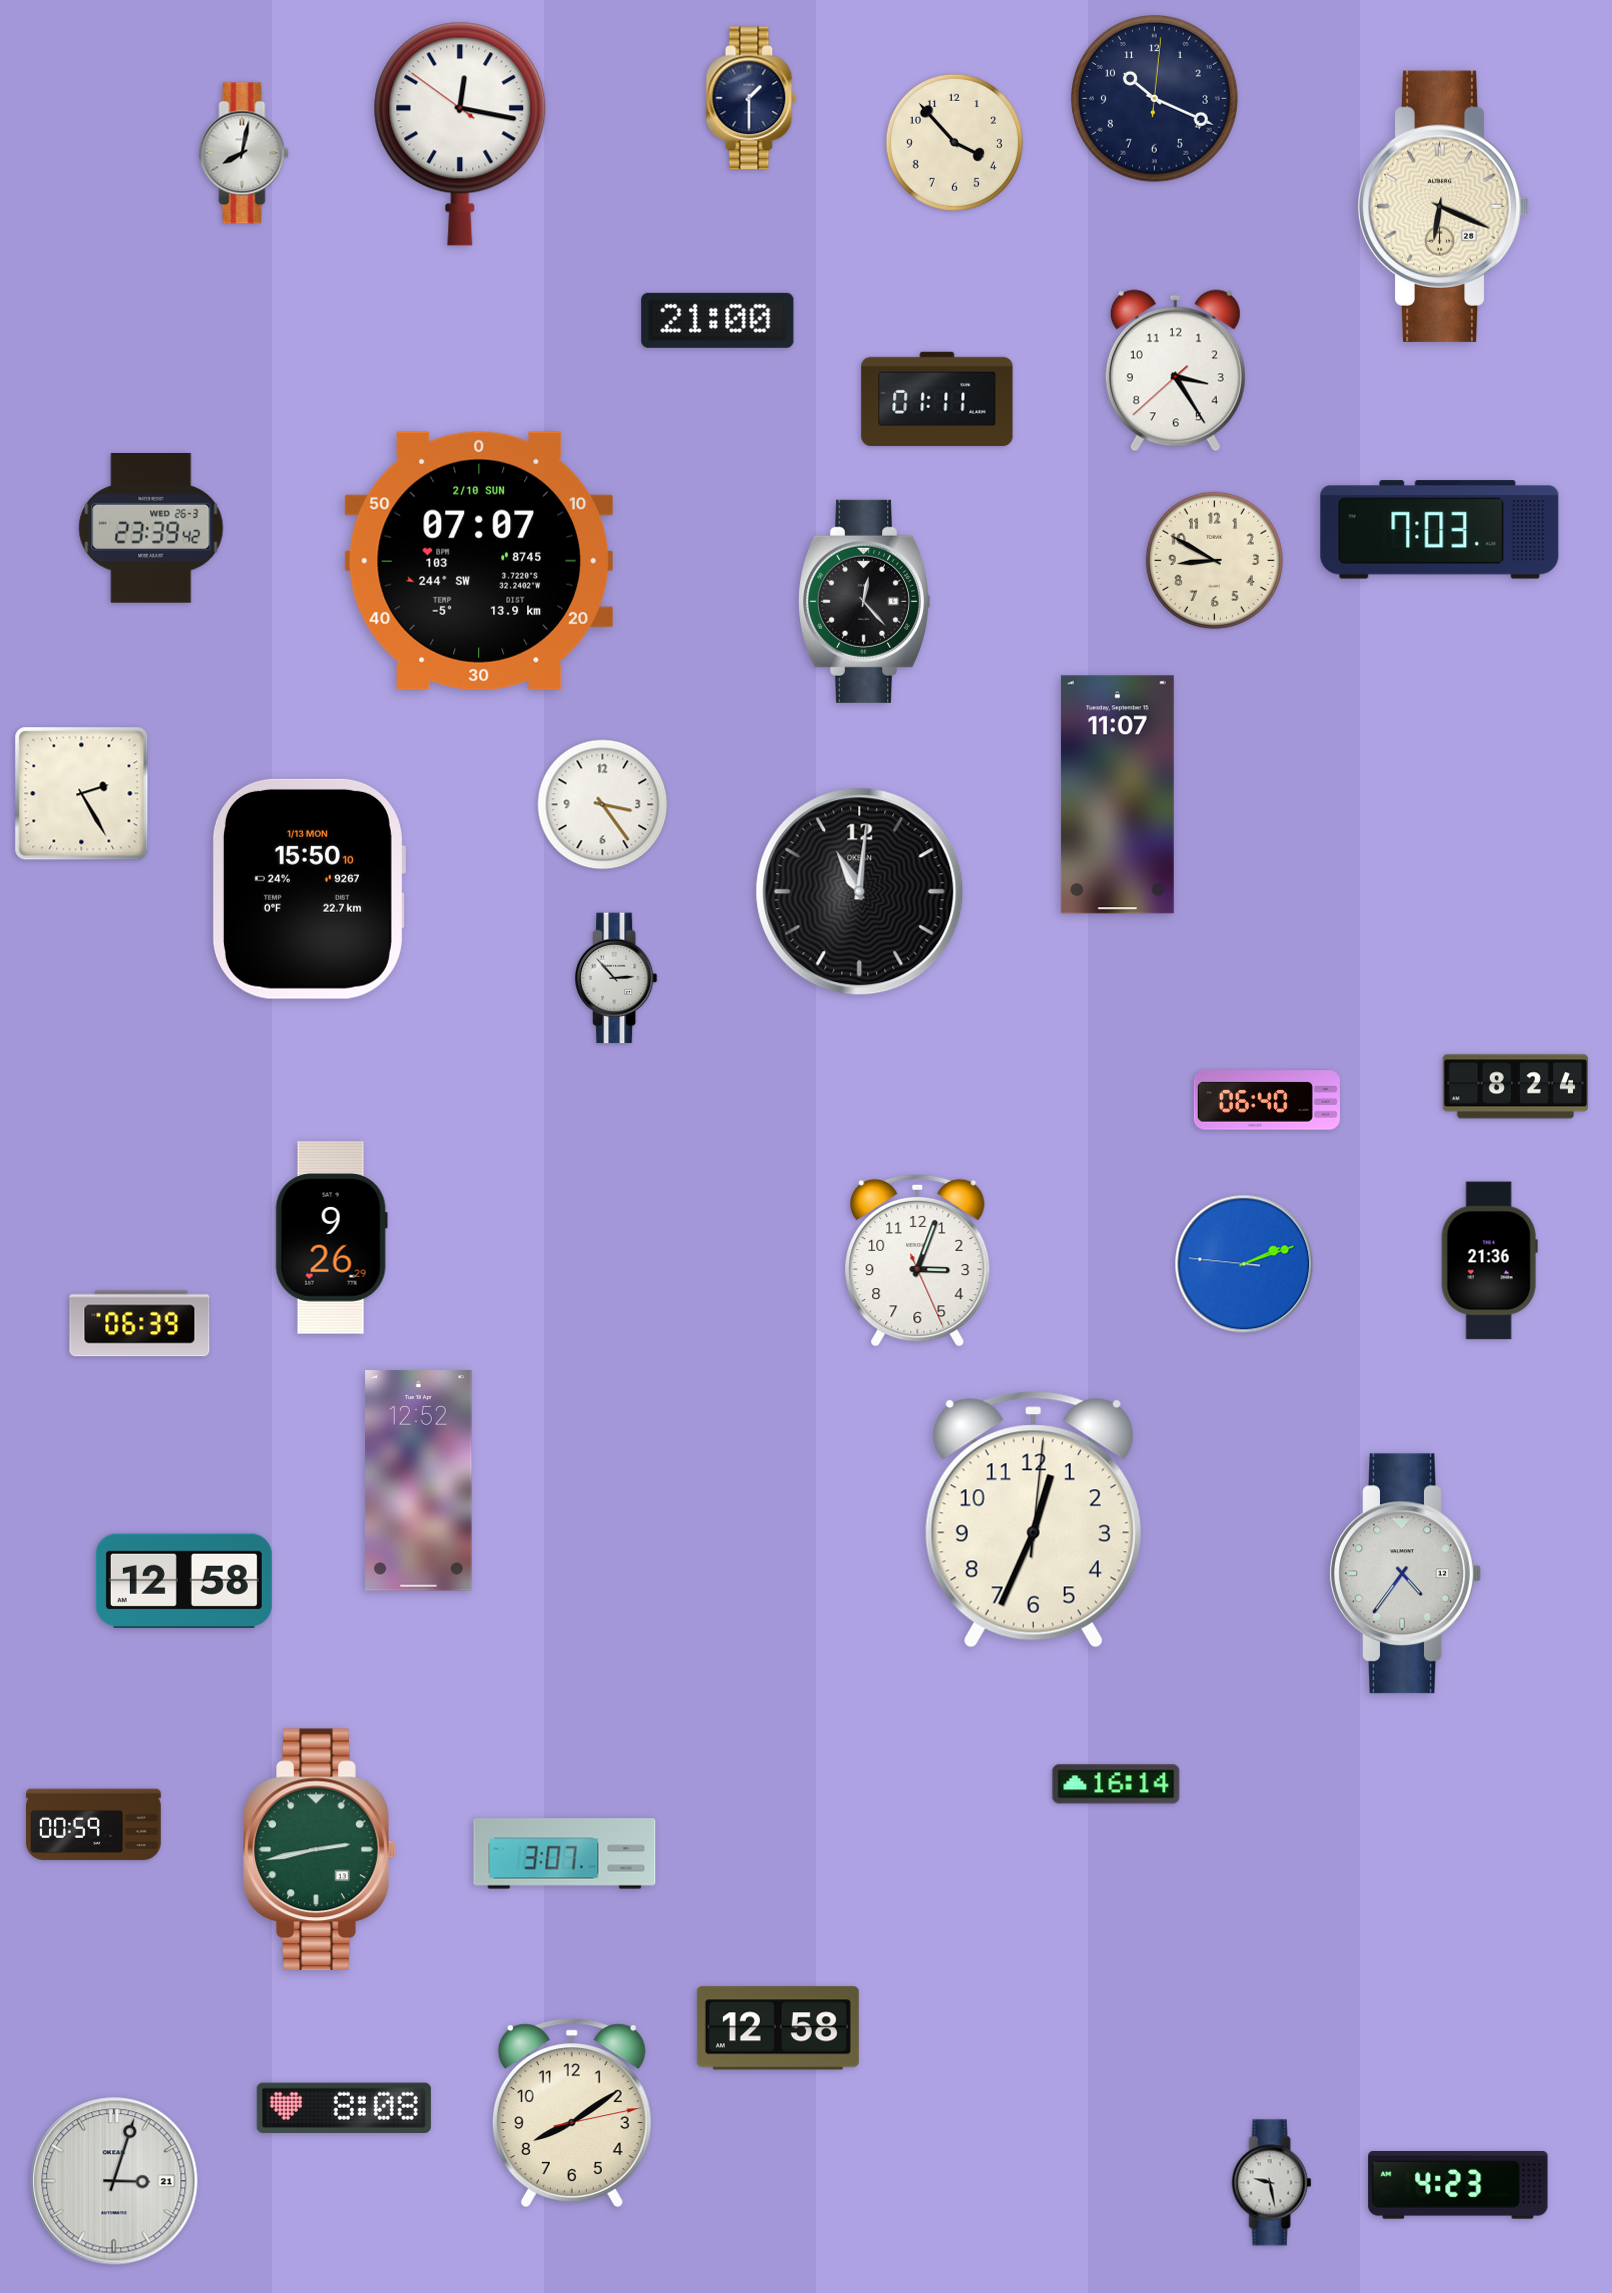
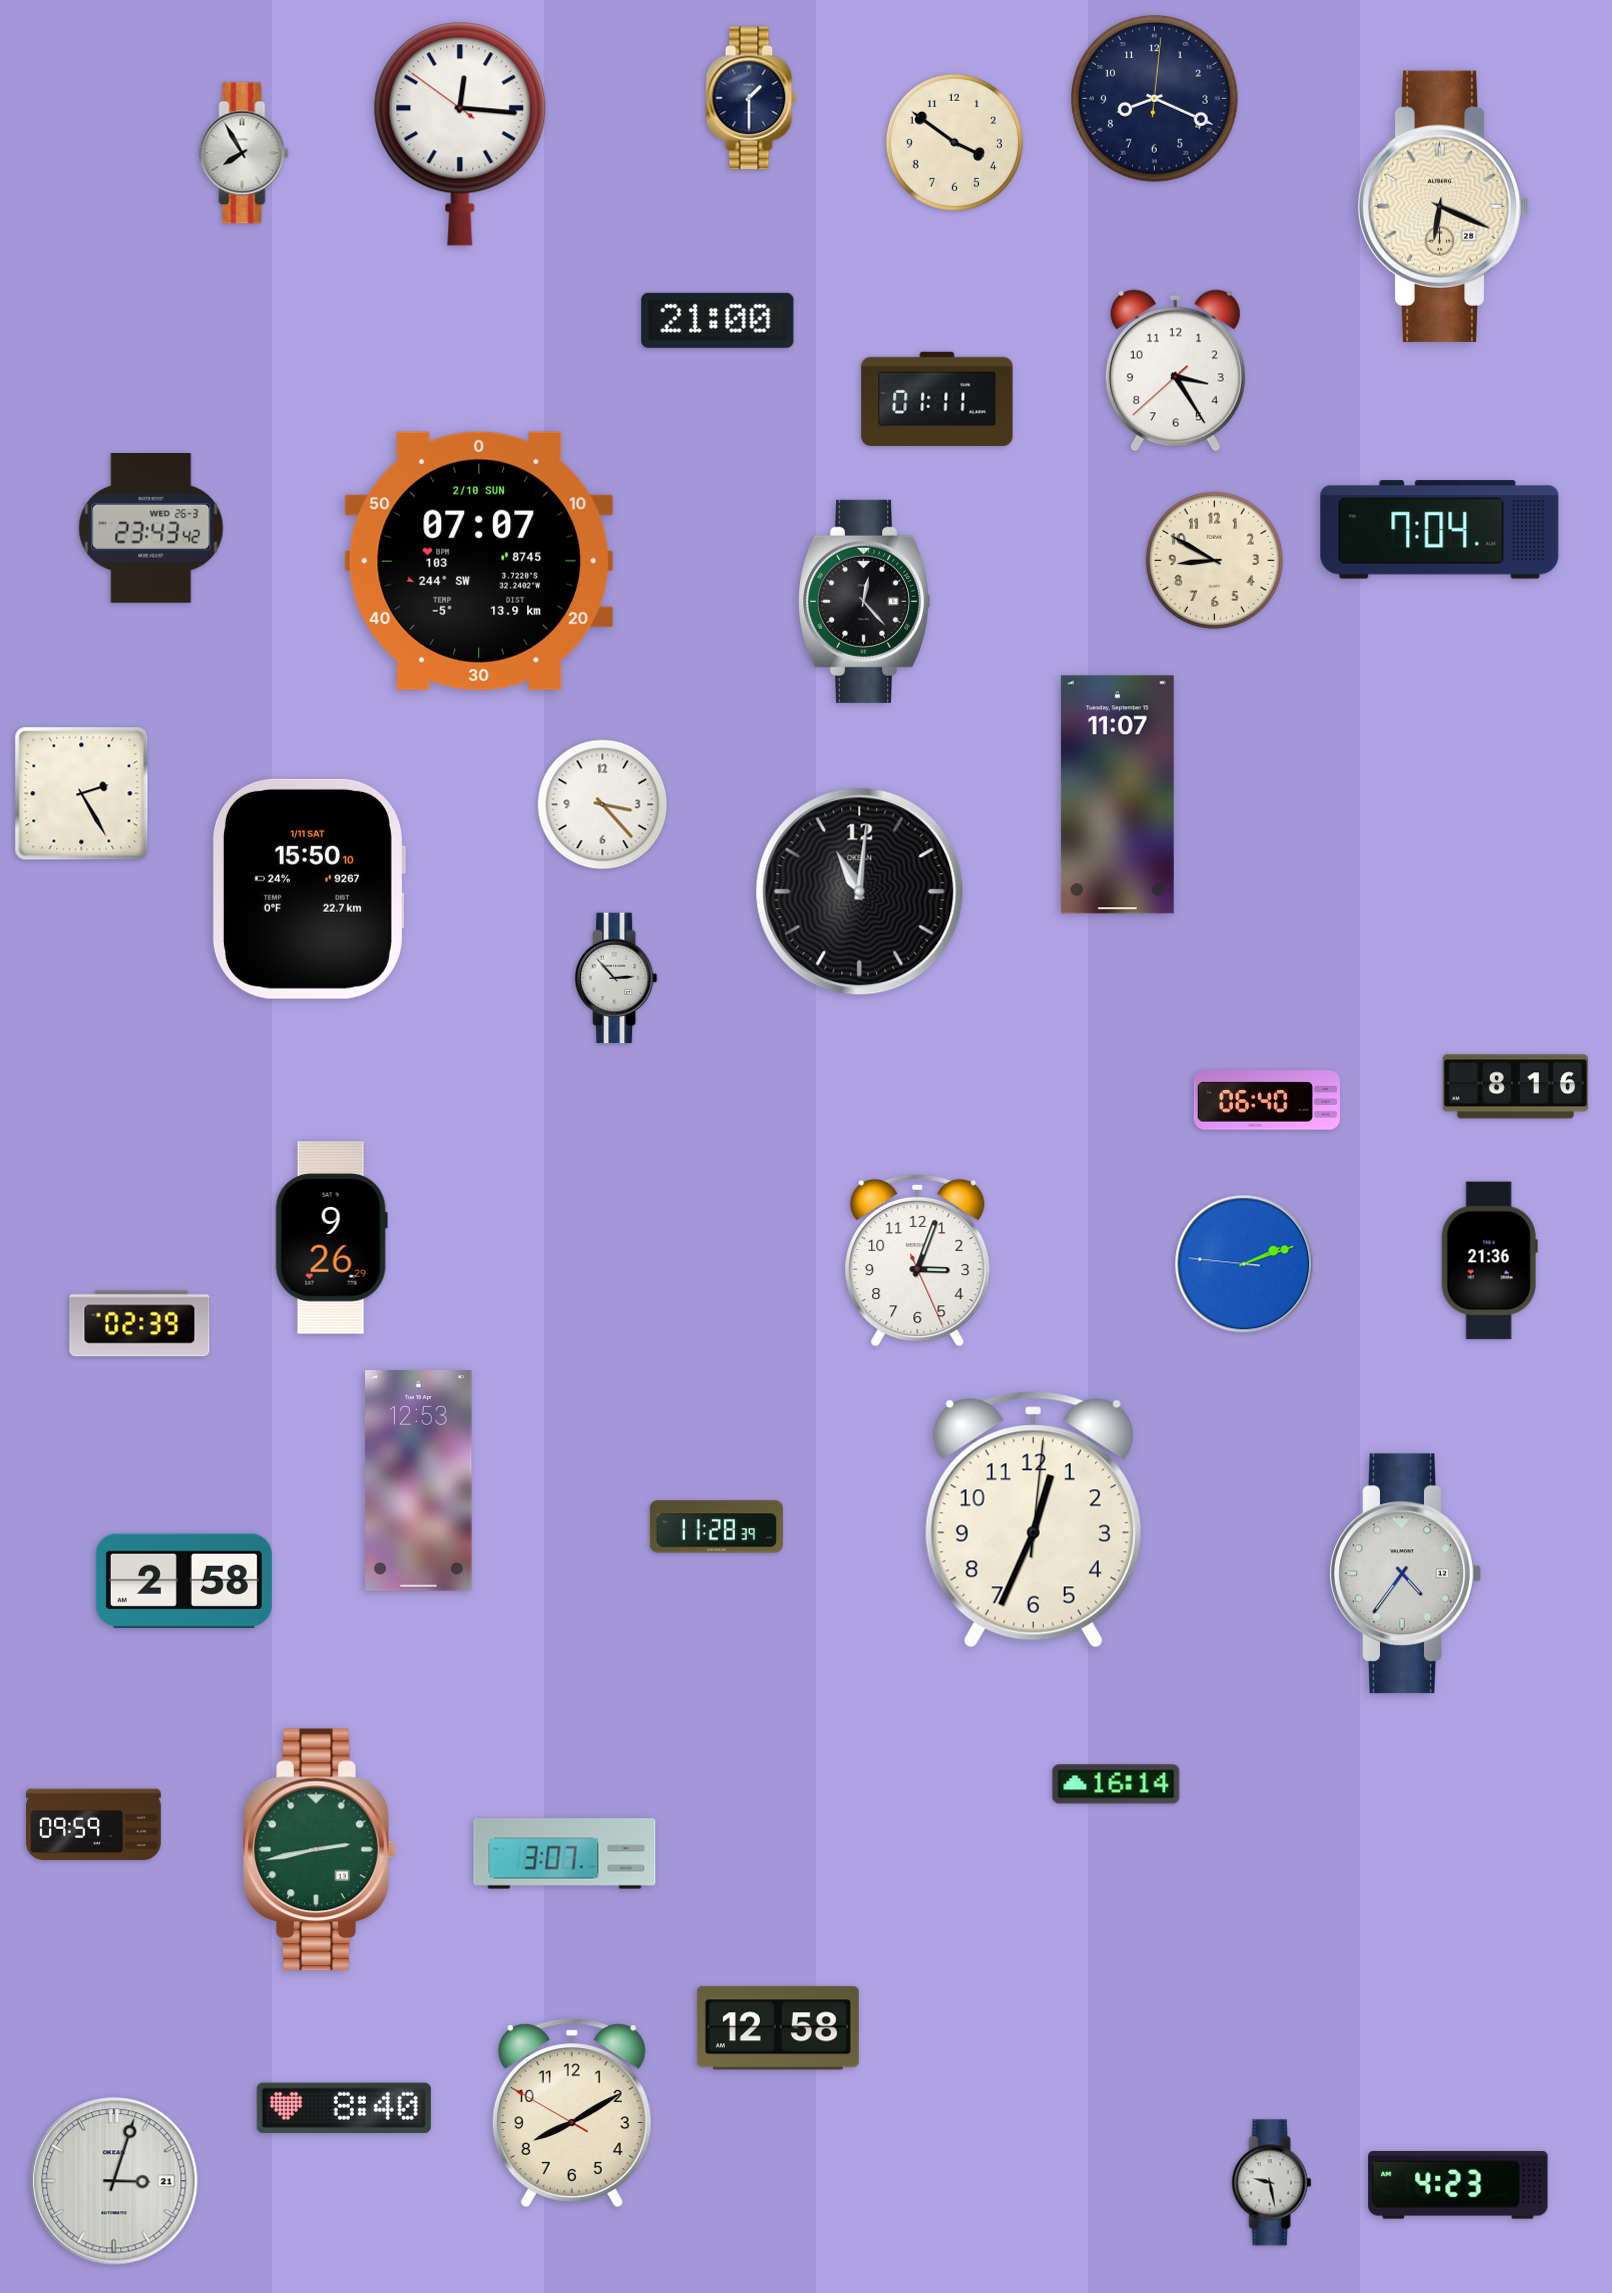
clock at (1155, 99): 10:19 -> 8:19
clock at (460, 134): 12:16 -> 12:15
clock at (954, 142): 3:53 -> 3:51
clock at (244, 153): 8:02 -> 7:55
clock at (151, 529): 23:39 -> 23:43
clock at (1440, 530): 7:03 -> 7:04
clock at (603, 805): 3:24 -> 3:23
clock at (308, 889) date: 1/13 MON -> 1/11 SAT
clock at (1515, 1087): 8:24 -> 8:16
clock at (140, 1324): 06:39 -> 02:39
clock at (419, 1481): 12:52 -> 12:53
clock at (716, 1527): none -> 11:28
clock at (184, 1580): 12:58 -> 2:58
clock at (94, 1825): 00:59 -> 09:59
clock at (344, 2108): 8:08 -> 8:40
clock at (572, 2113): 8:09:13 -> 8:09:50
